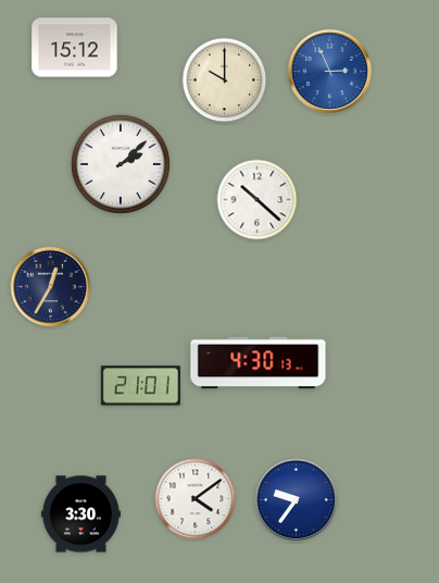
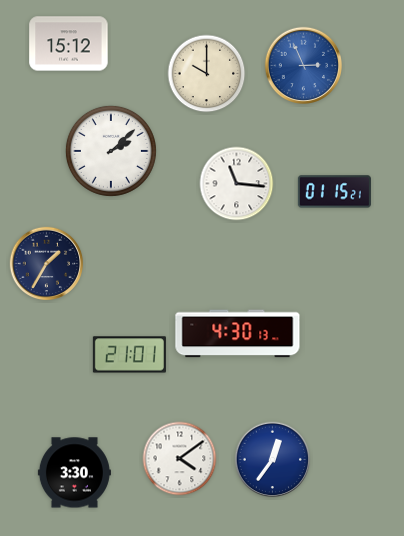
clock at (258, 200): 10:22 -> 11:16
clock at (334, 192): none -> 01:15
clock at (51, 287): 12:35 -> 1:35
clock at (297, 500): 9:36 -> 12:36
